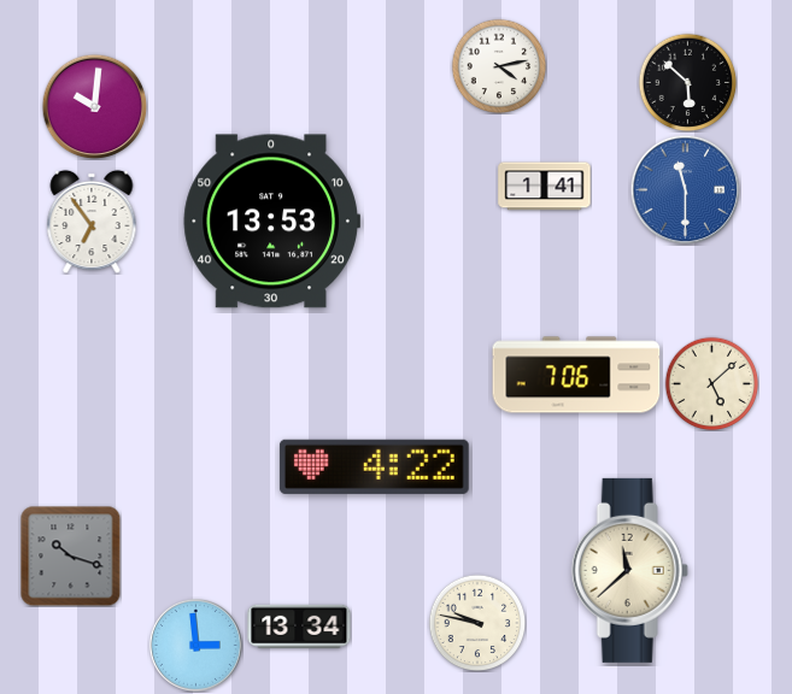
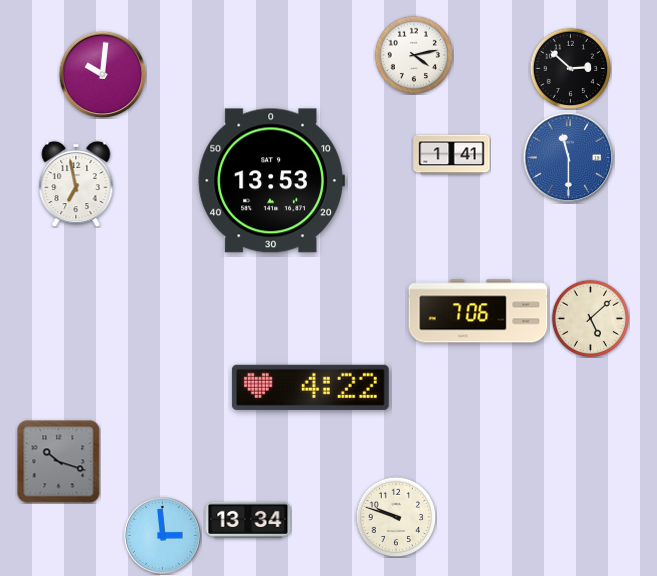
clock at (687, 82): 5:52 -> 2:52
clock at (94, 106) position: (94, 106) -> (102, 74)
clock at (92, 222): 6:54 -> 6:58
clock at (271, 222) position: (271, 222) -> (271, 181)
clock at (629, 570): 11:38 -> none
clock at (477, 623): 9:47 -> 9:48
